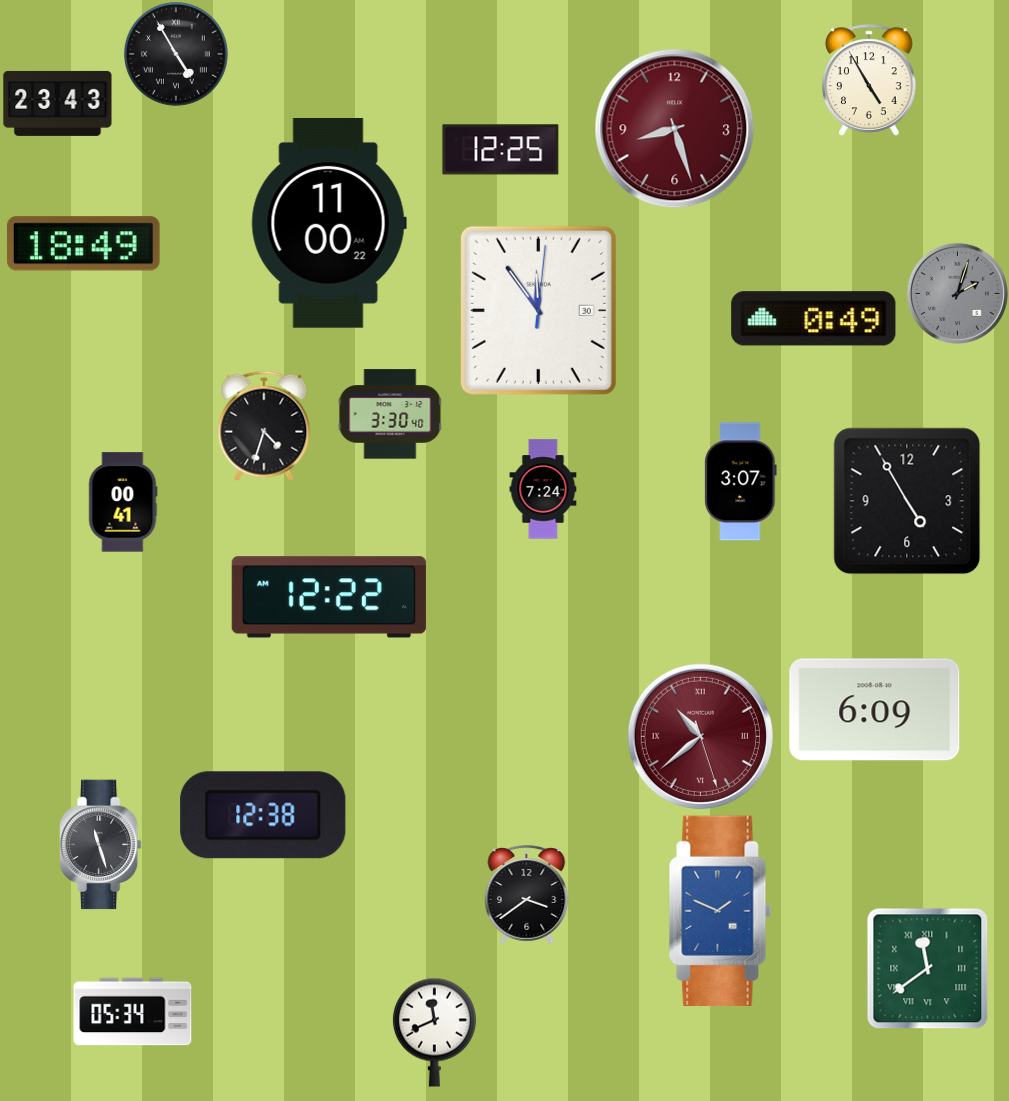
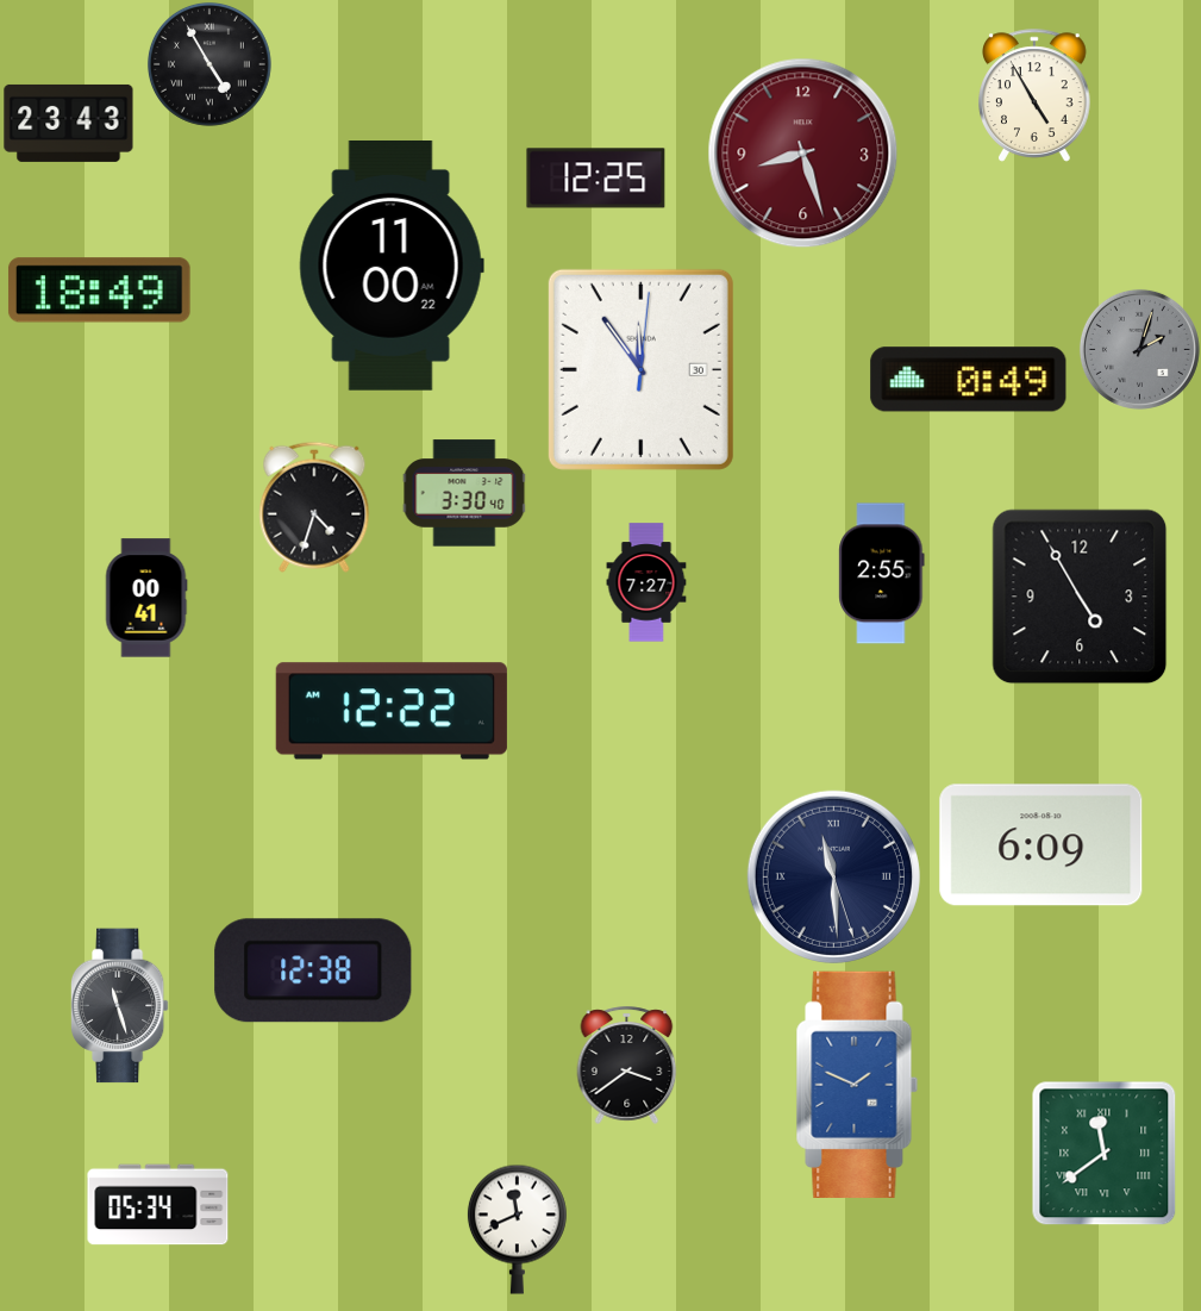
clock at (741, 482): 3:07 -> 2:55
clock at (543, 489): 7:24 -> 7:27
clock at (700, 736): 10:38 -> 11:29
clock at (700, 736) dial: burgundy -> navy
